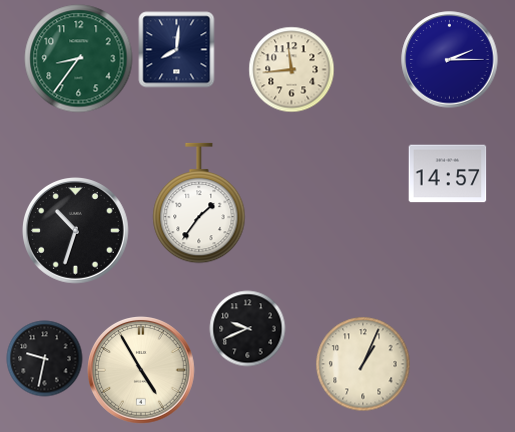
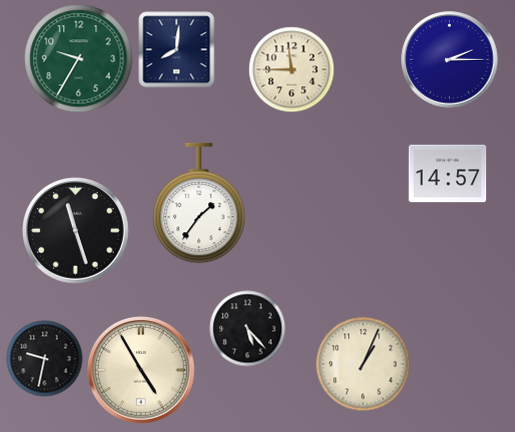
clock at (79, 59): 8:36 -> 9:35
clock at (292, 70): 11:44 -> 11:45
clock at (76, 231): 10:33 -> 11:27
clock at (248, 329): 9:41 -> 5:23
